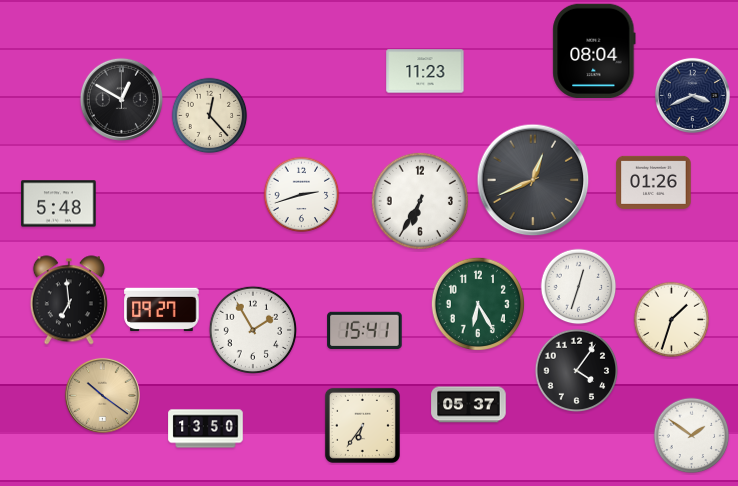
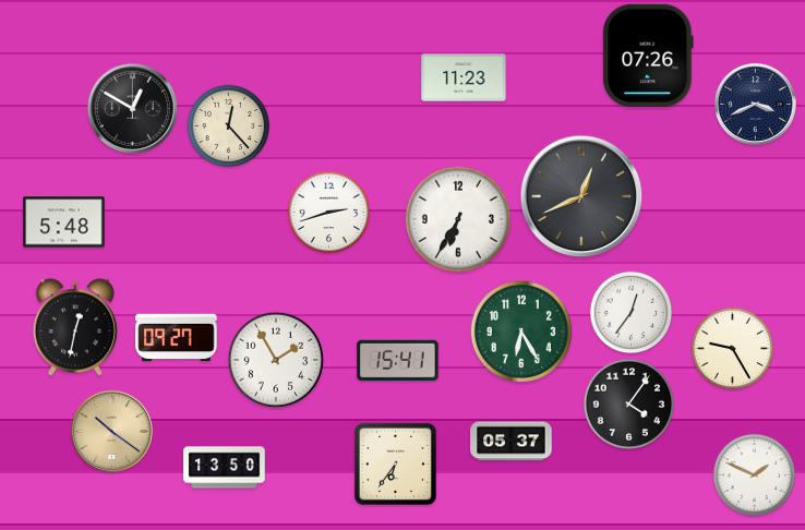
clock at (594, 51): 08:04 -> 07:26
clock at (654, 182): 01:26 -> none
clock at (579, 287): 12:33 -> 12:36
clock at (69, 300): 6:59 -> 12:32
clock at (672, 320): 1:33 -> 9:25
clock at (692, 436): 1:51 -> 1:49
